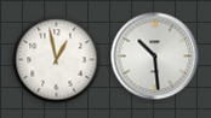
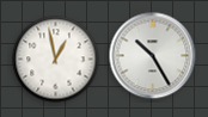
clock at (155, 57): 10:29 -> 10:25
